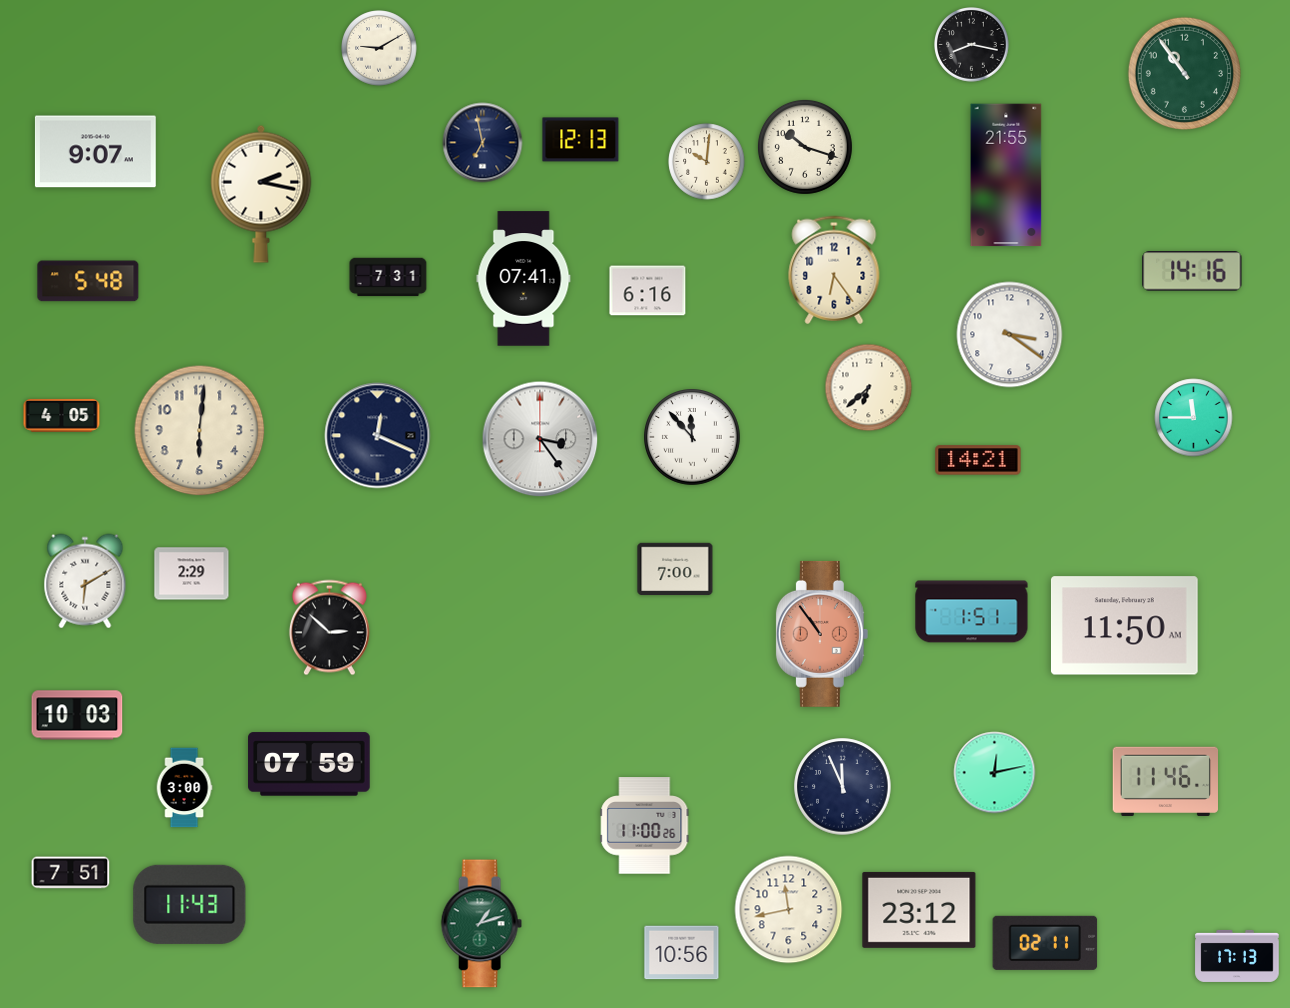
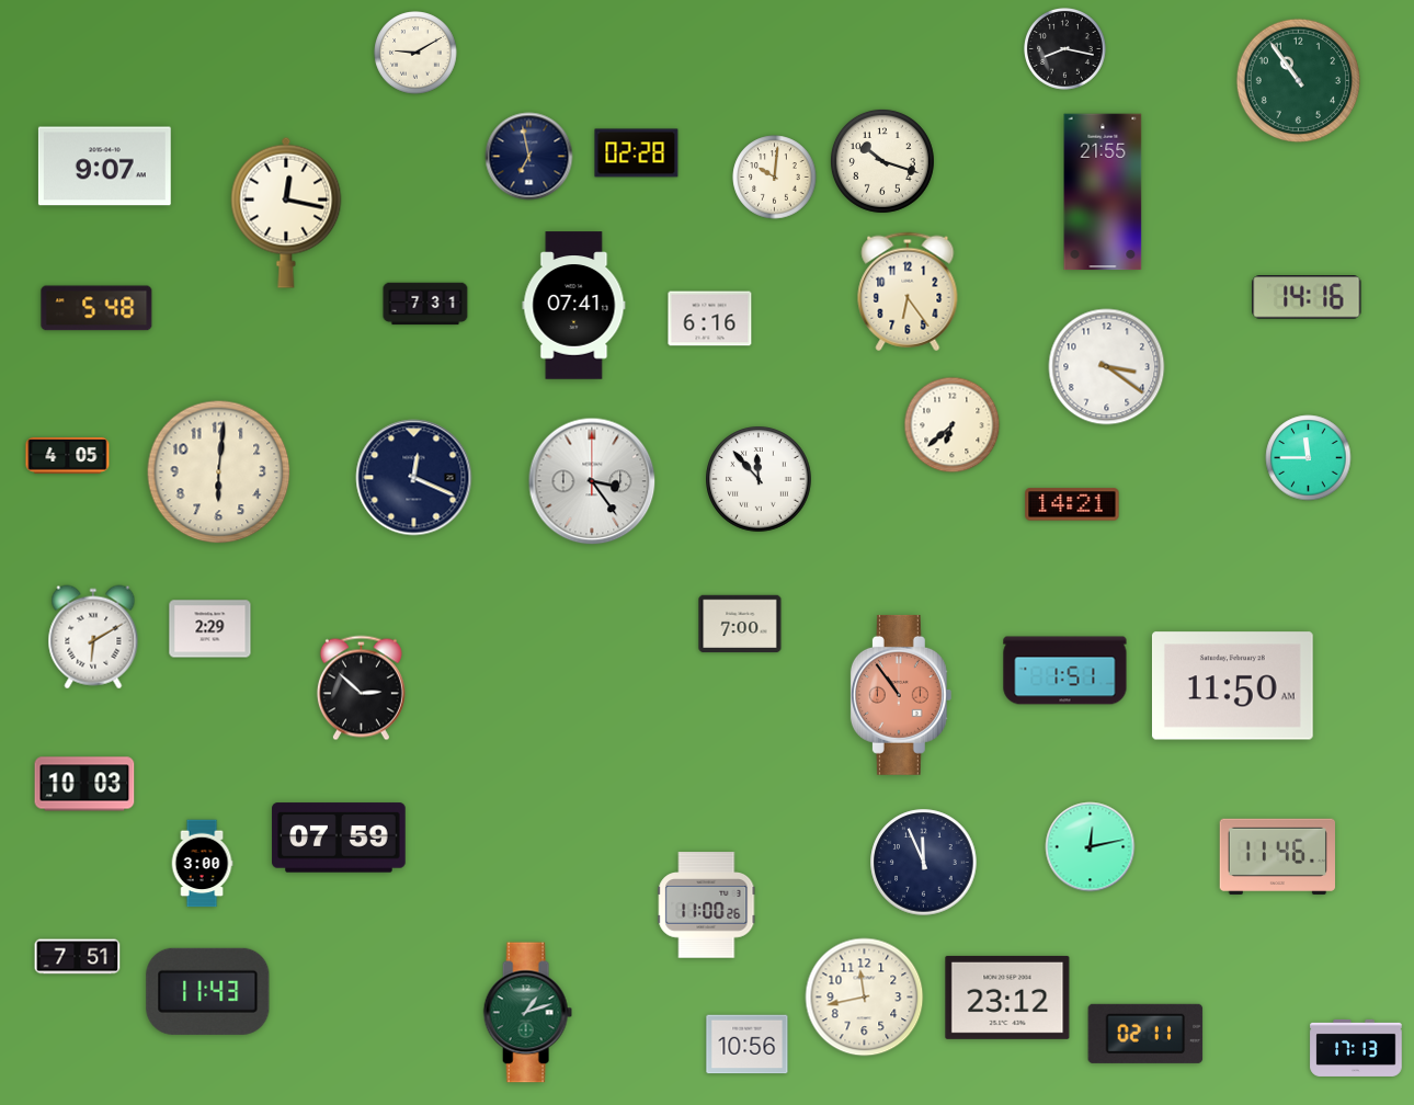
clock at (581, 140): 12:13 -> 02:28
clock at (261, 194): 2:17 -> 12:17
clock at (834, 270) position: (834, 270) -> (908, 292)
